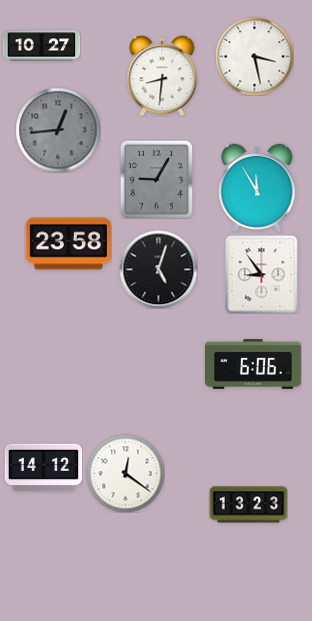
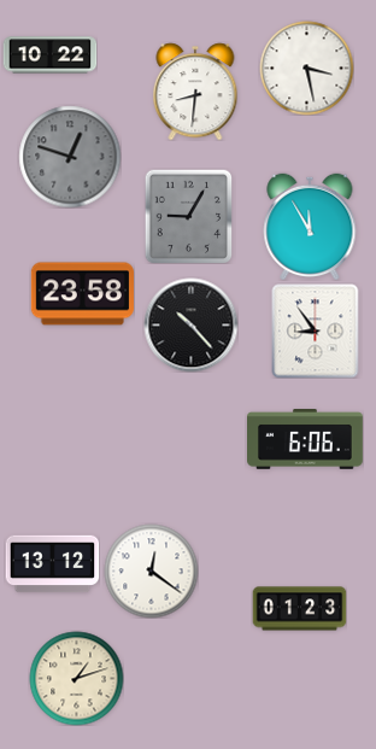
clock at (41, 46): 10:27 -> 10:22
clock at (58, 130): 12:44 -> 12:48
clock at (158, 269): 5:03 -> 10:23
clock at (43, 468): 14:12 -> 13:12
clock at (248, 505): 13:23 -> 01:23
clock at (76, 678): none -> 1:12
